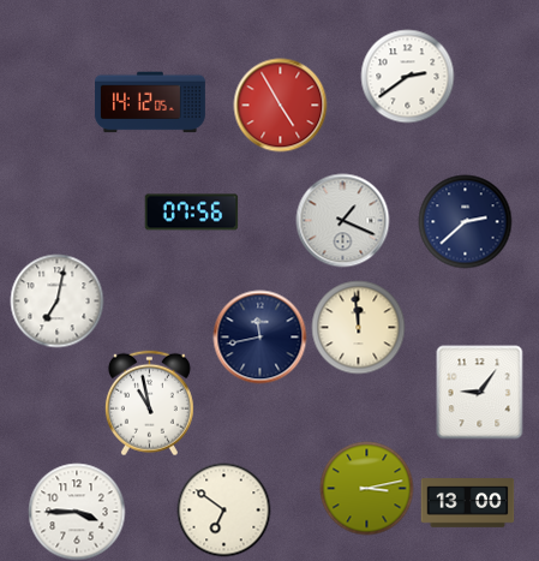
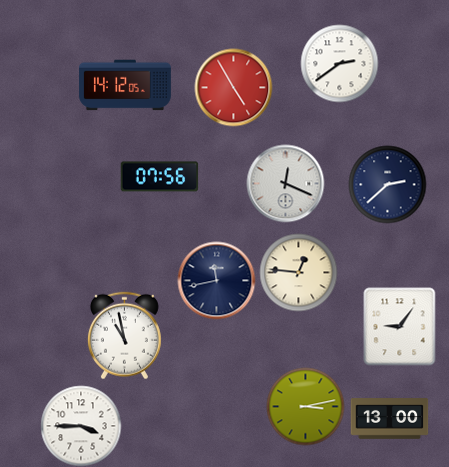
clock at (342, 220): 1:19 -> 12:19
clock at (56, 300): 7:02 -> none
clock at (358, 327): 11:59 -> 12:46
clock at (223, 509): 6:51 -> none
clock at (77, 512) position: (77, 512) -> (81, 426)
